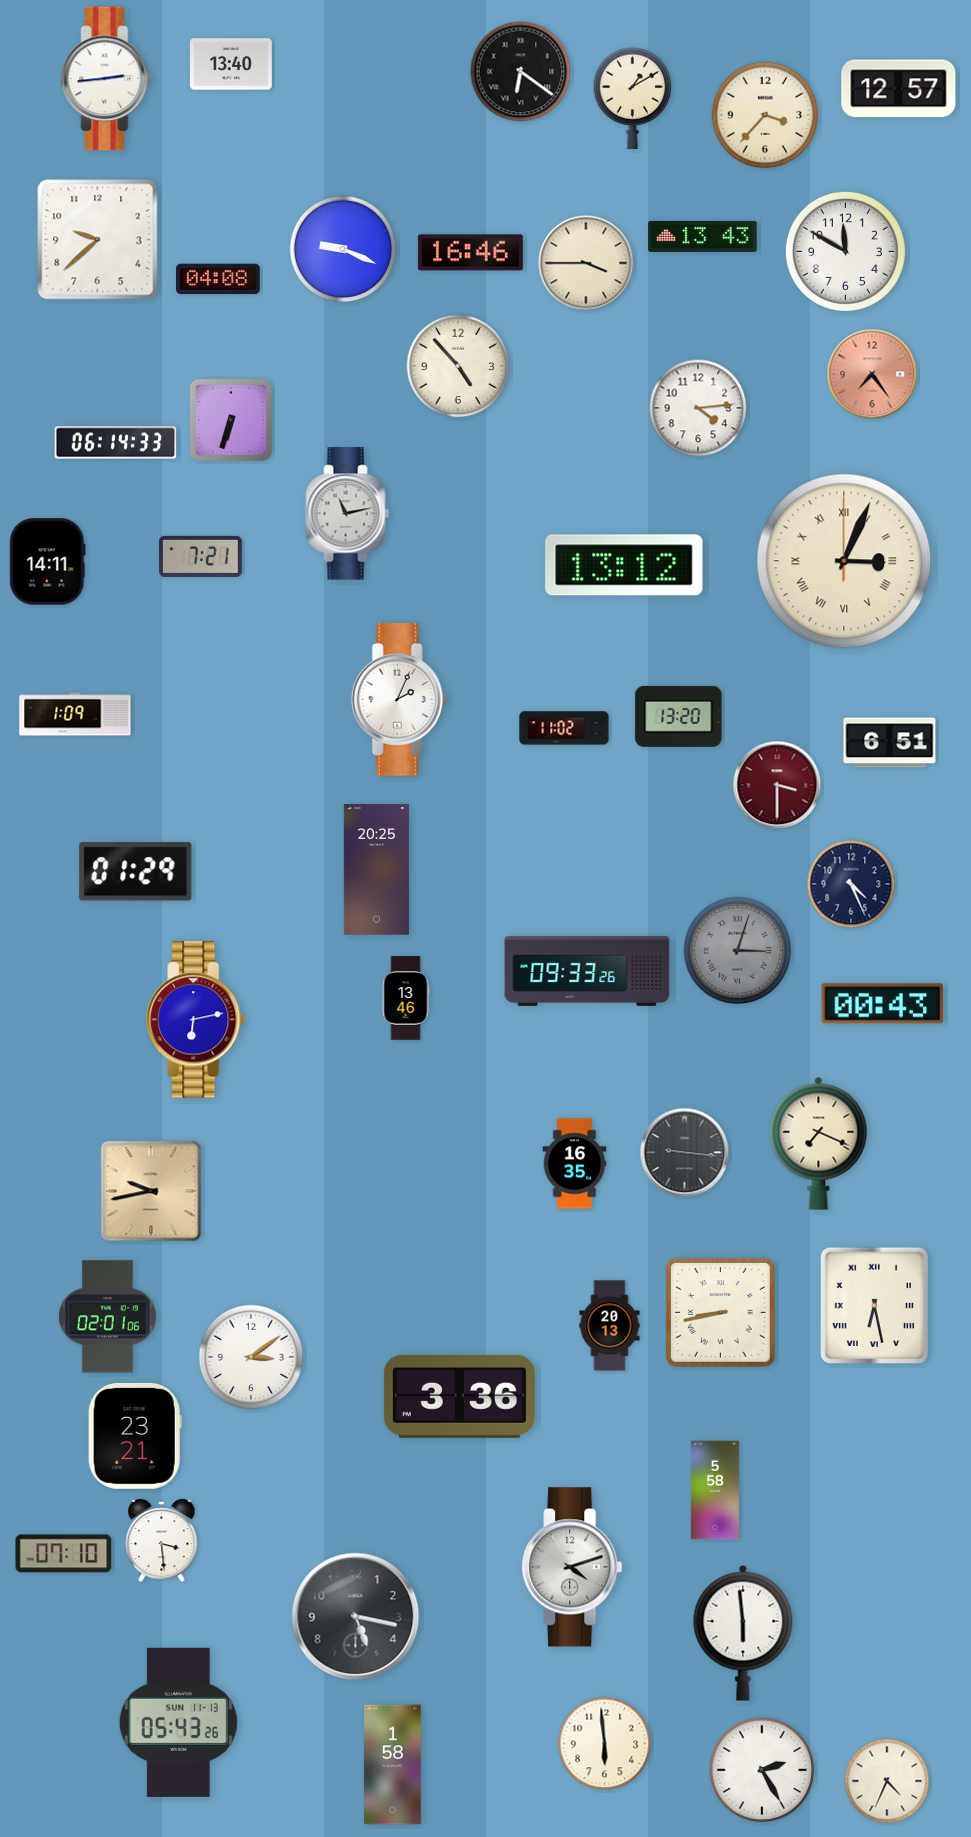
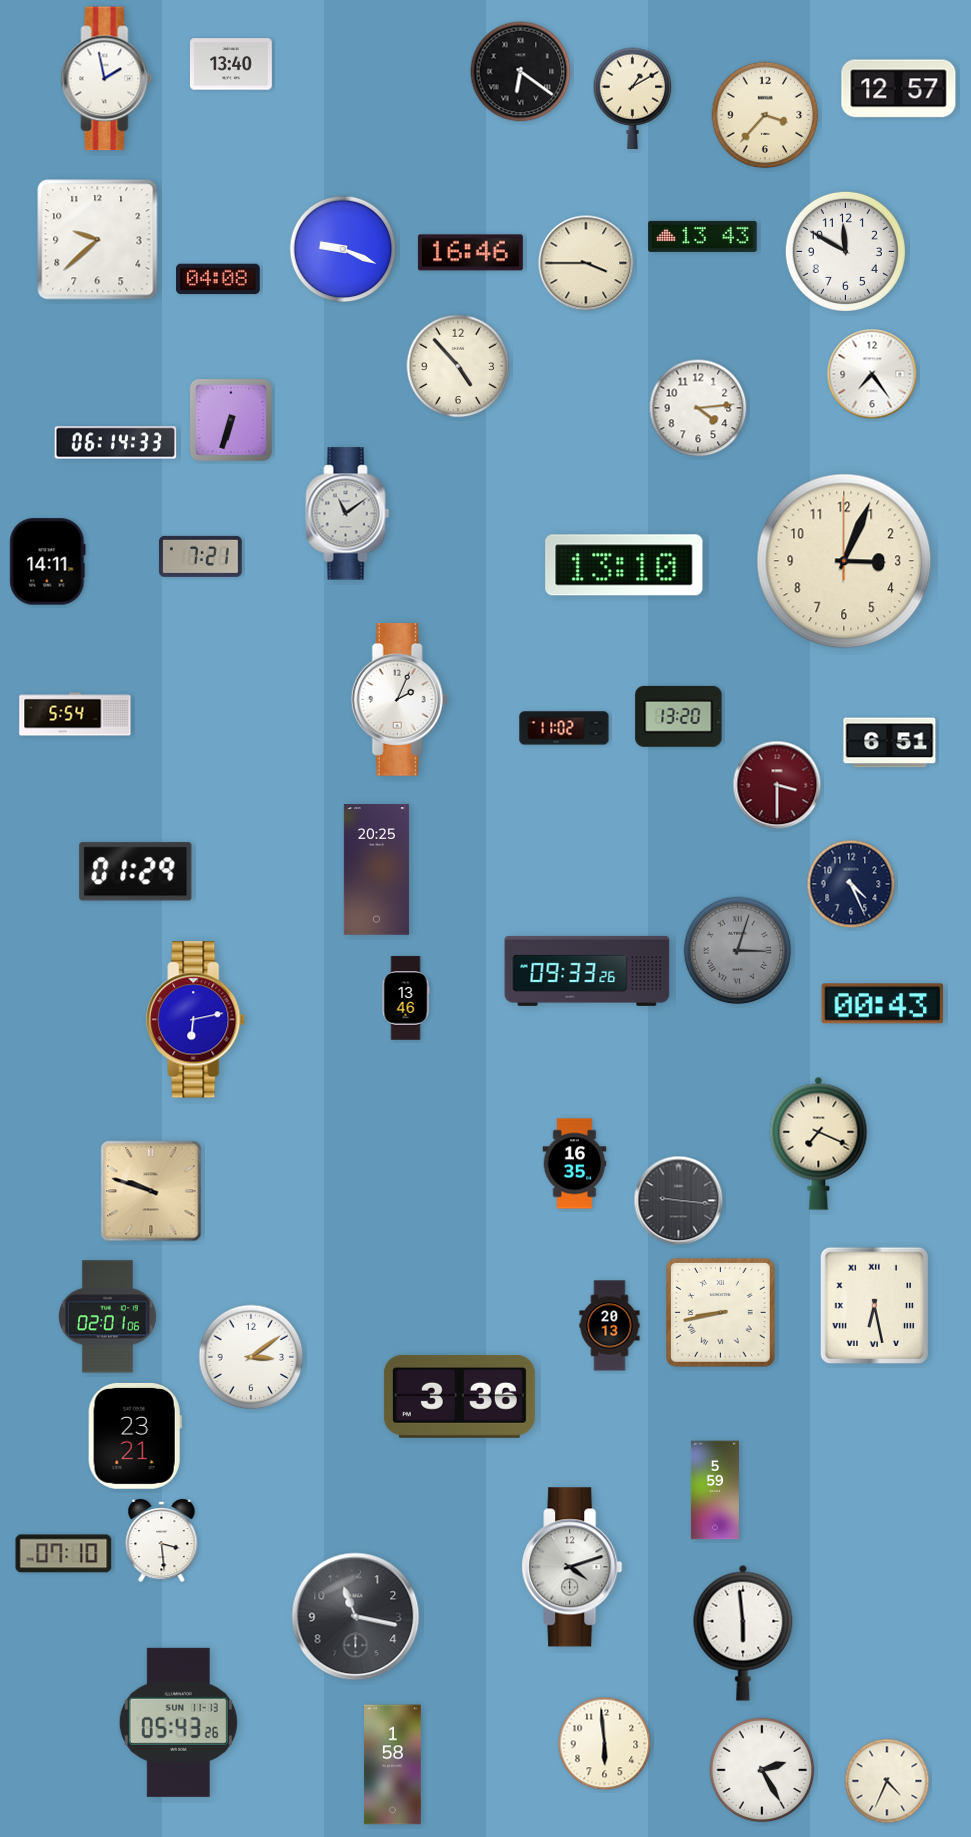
clock at (107, 79): 2:44 -> 1:58
clock at (872, 374) dial: salmon -> white
clock at (348, 514): 11:13 -> 11:09
clock at (844, 561) numerals: Roman -> Arabic
clock at (624, 565): 13:12 -> 13:10
clock at (75, 714): 1:09 -> 5:54
clock at (685, 1153) position: (685, 1153) -> (679, 1201)
clock at (151, 1191): 9:43 -> 9:48
clock at (715, 1490): 5:58 -> 5:59
clock at (356, 1617): 5:17 -> 11:17
